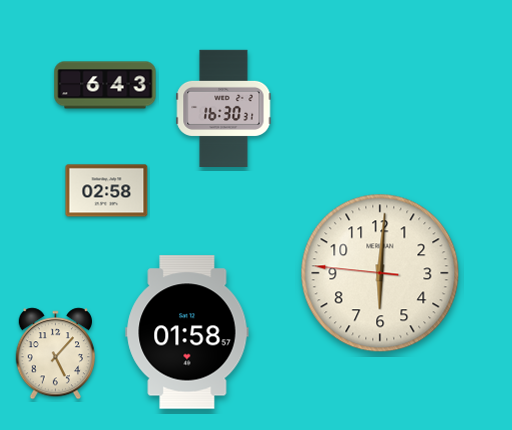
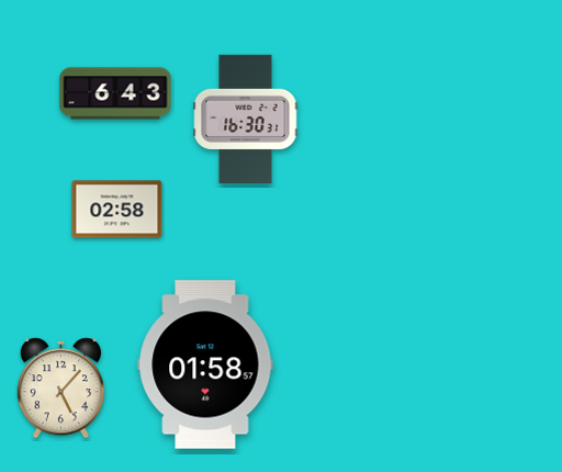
clock at (380, 273): 6:00 -> none
